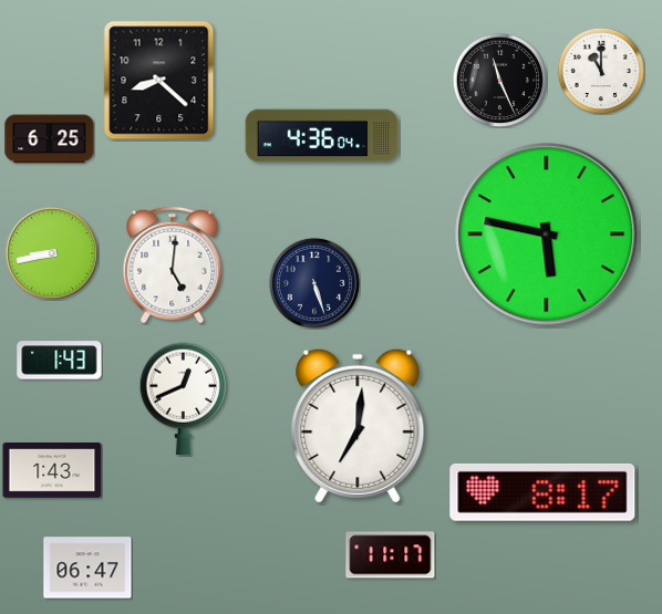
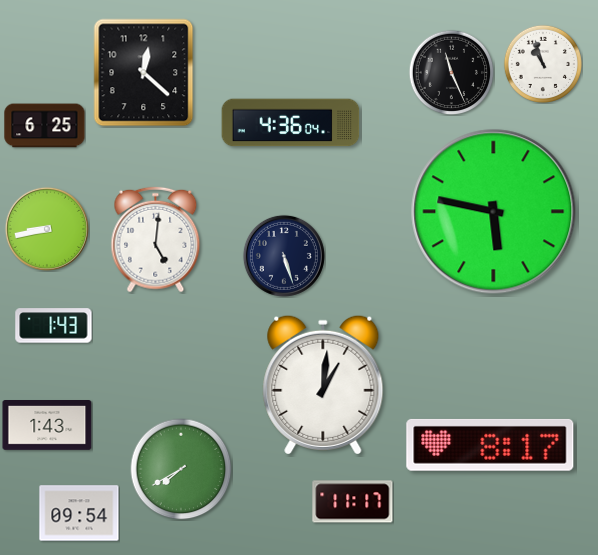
clock at (600, 71): 11:00 -> 10:57
clock at (159, 81): 8:22 -> 12:22
clock at (184, 398): 12:41 -> none
clock at (358, 426): 7:01 -> 1:01
clock at (181, 469): none -> 7:40
clock at (87, 568): 06:47 -> 09:54
